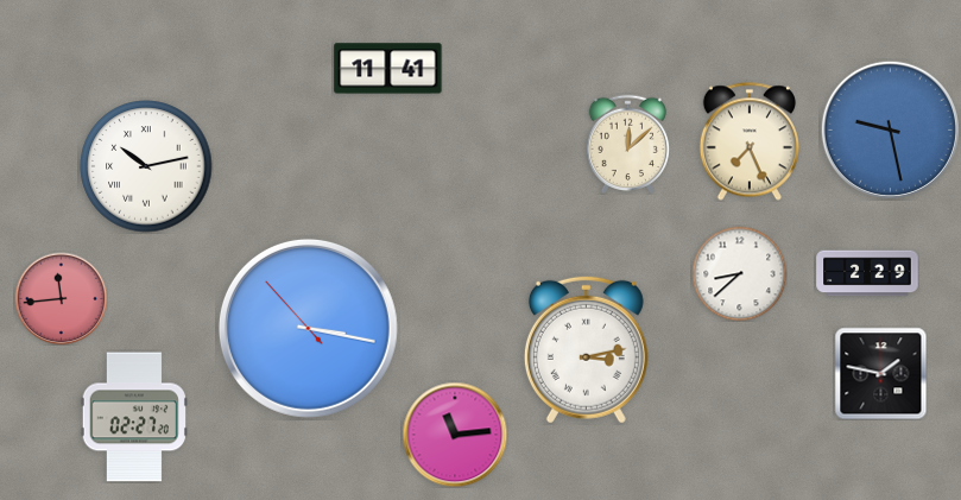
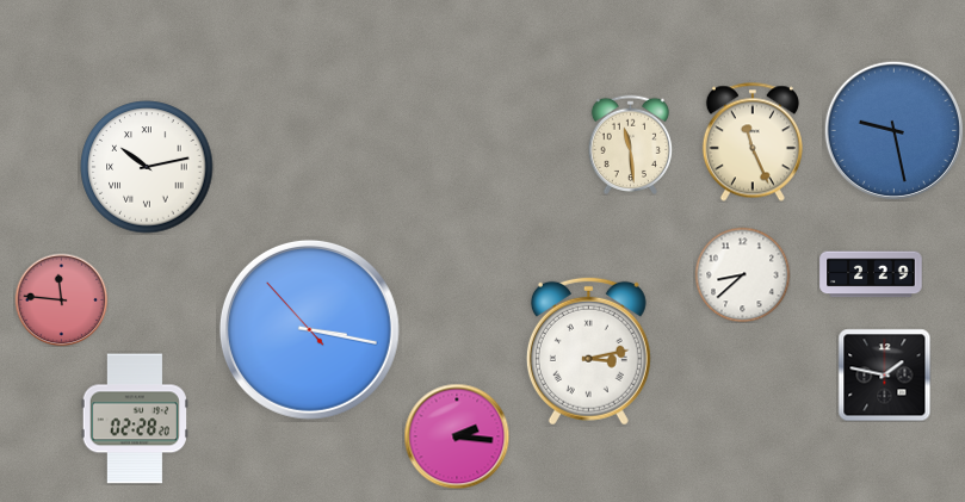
clock at (388, 69): 11:41 -> none
clock at (750, 141): 7:26 -> 11:26
clock at (628, 144): 12:08 -> 11:29
clock at (61, 298): 11:44 -> 11:46
clock at (133, 417): 02:27 -> 02:28
clock at (455, 435): 11:14 -> 2:16
